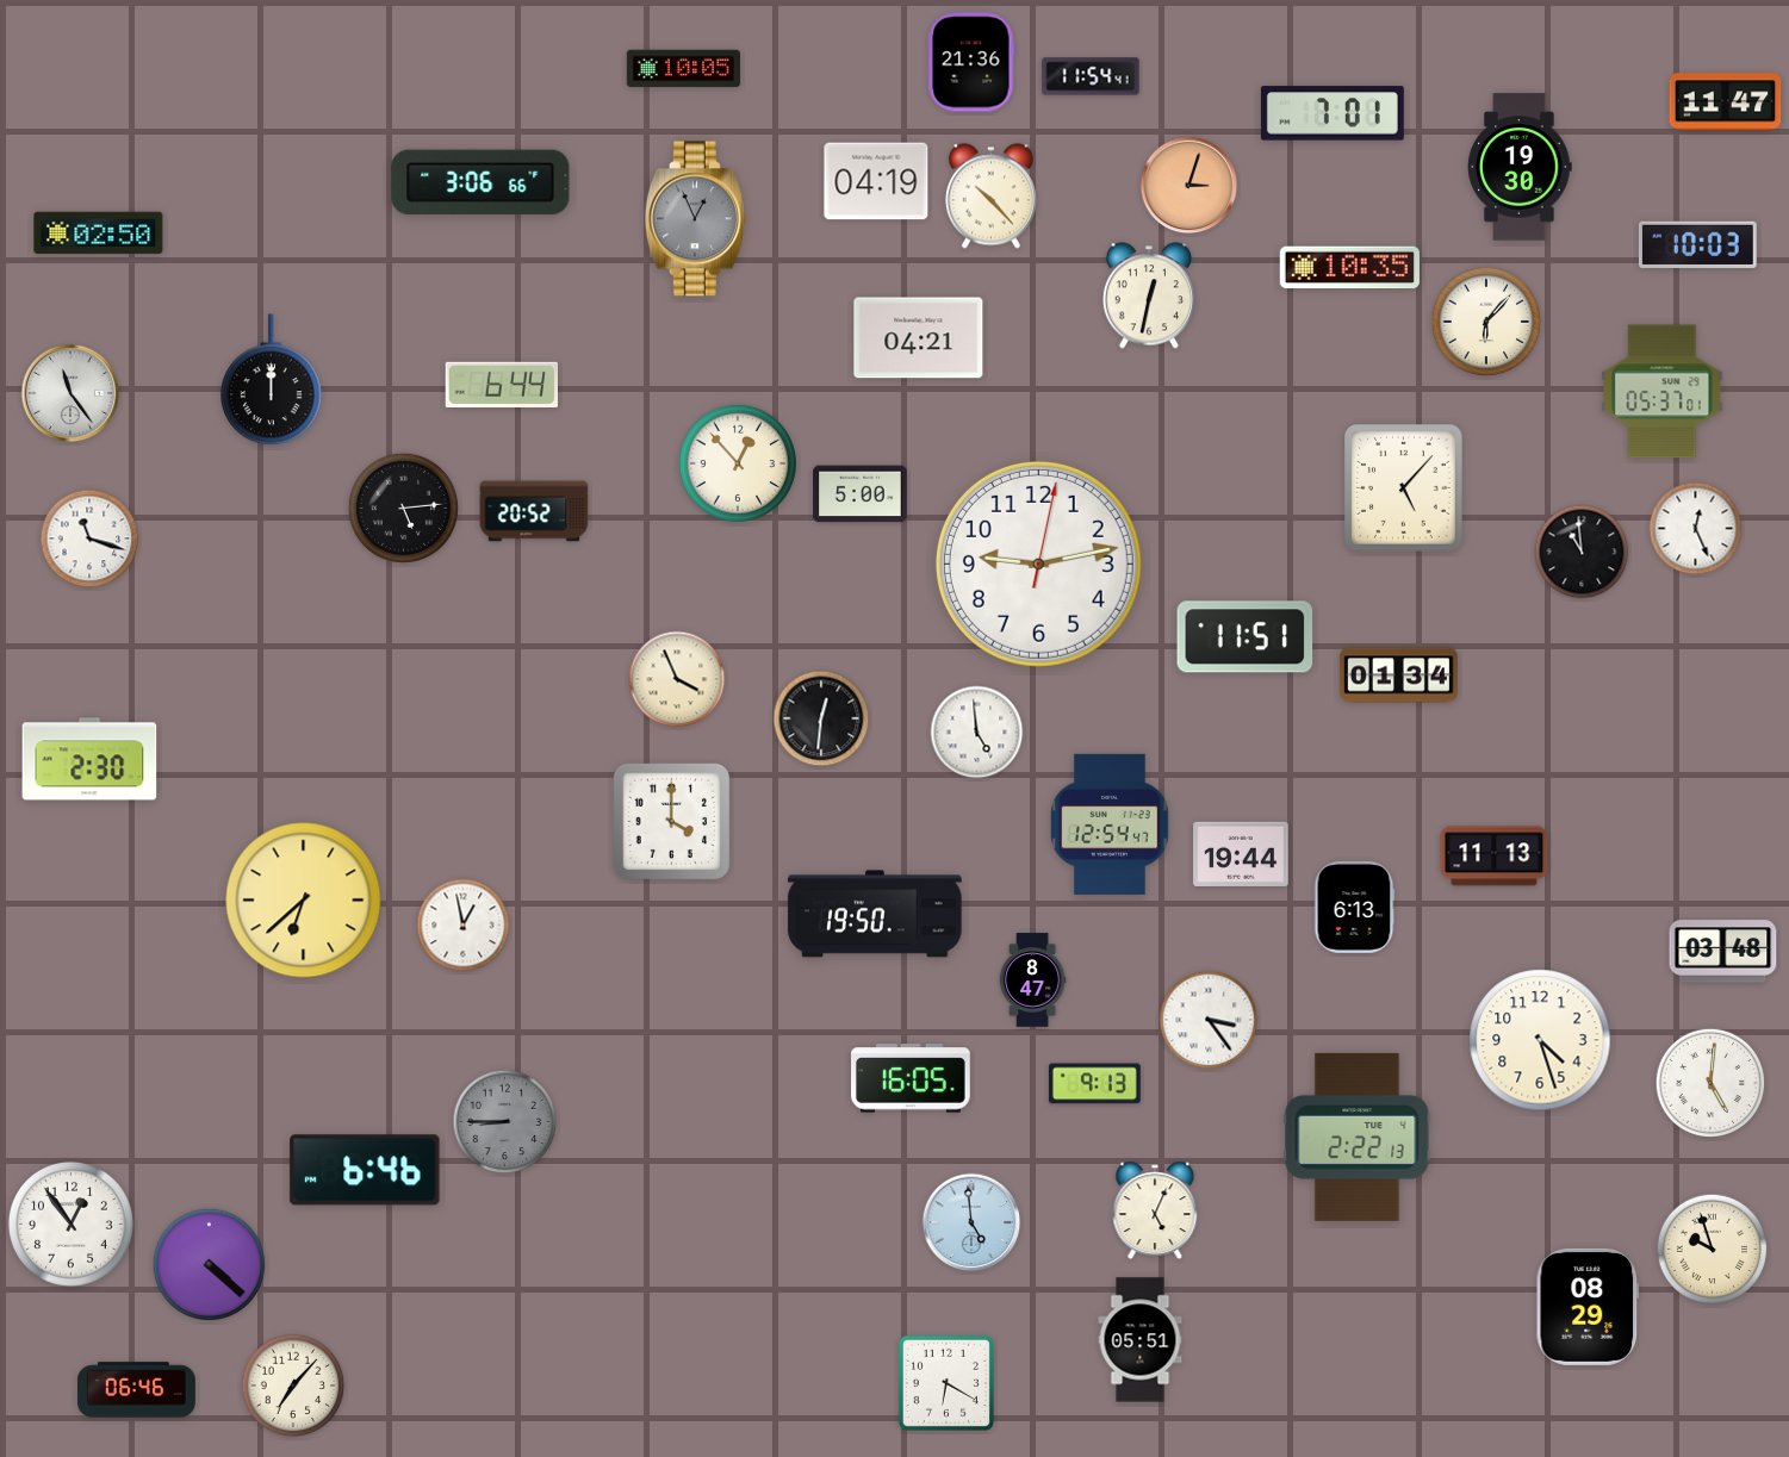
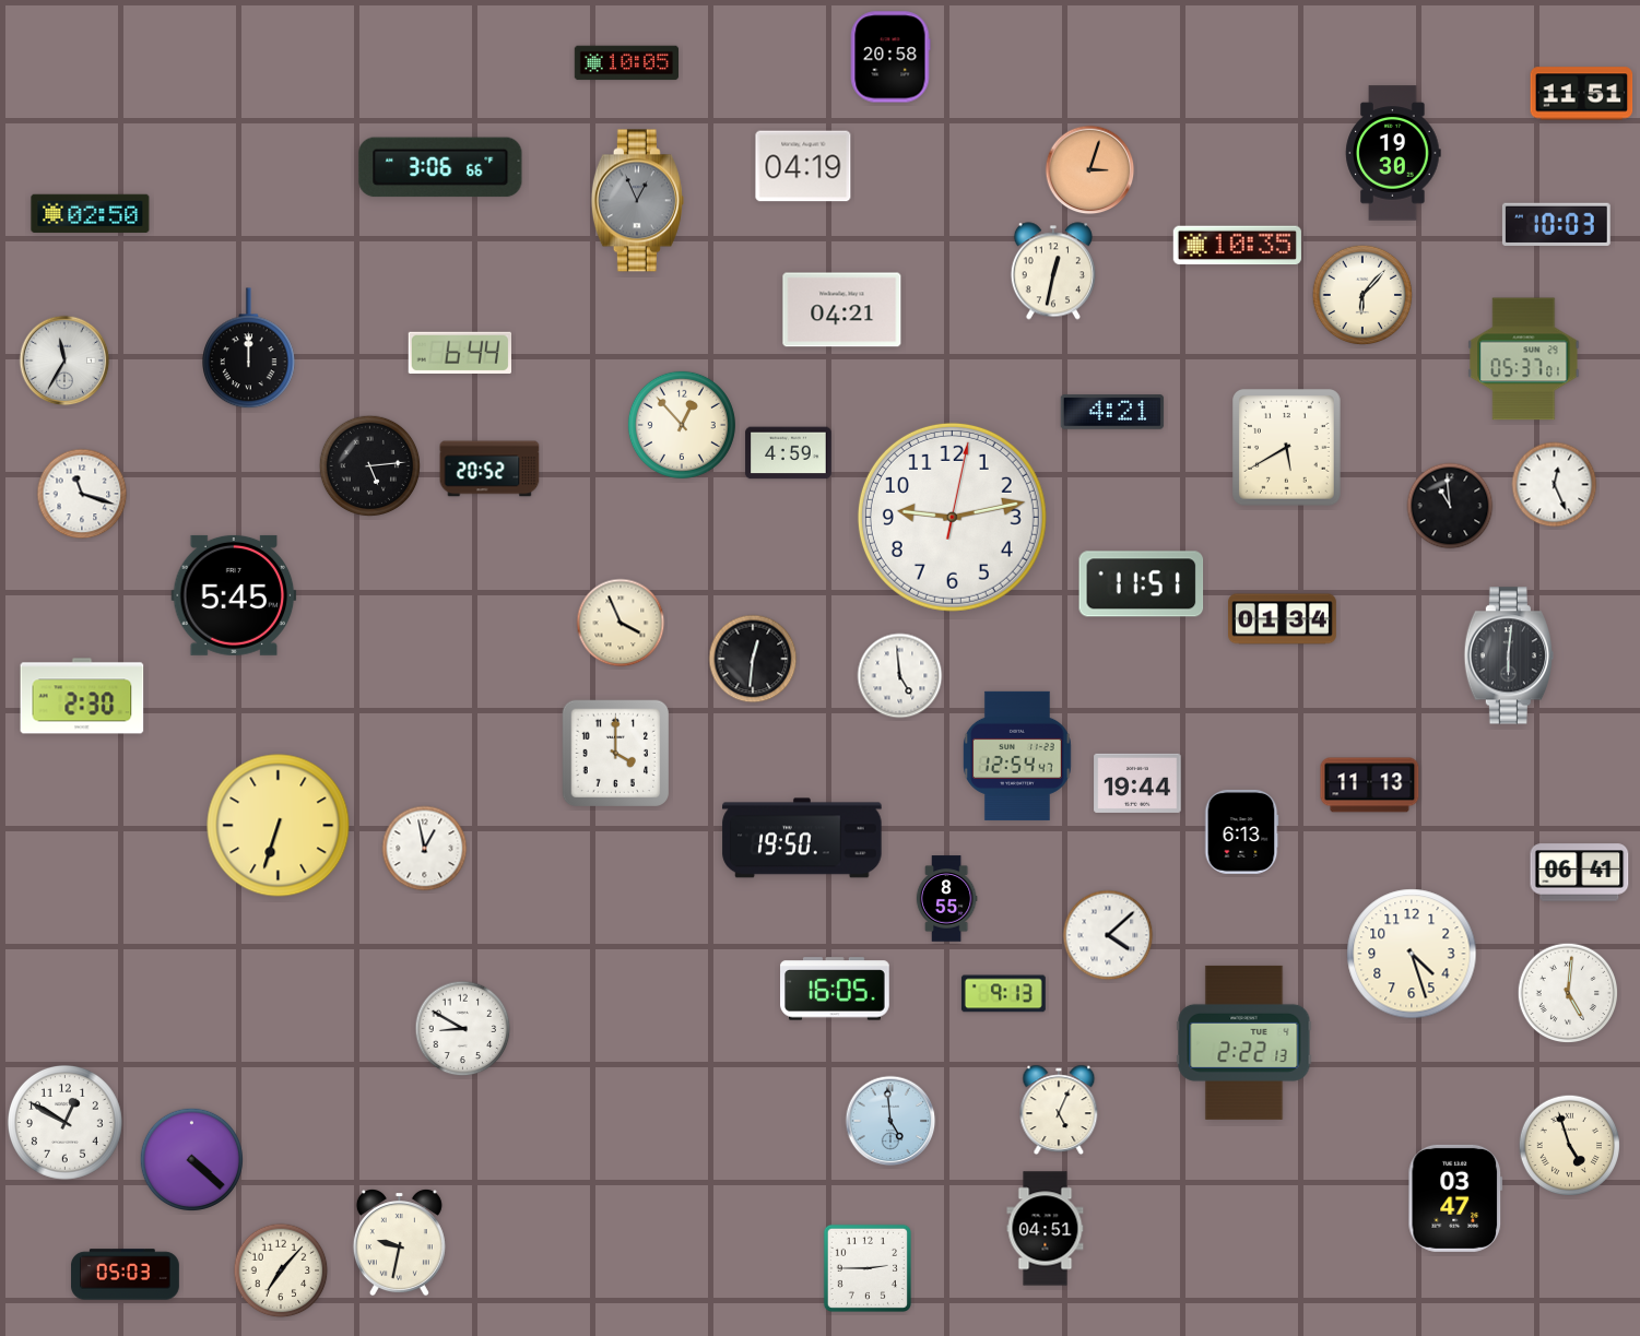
clock at (971, 62): 21:36 -> 20:58
clock at (1091, 76): 11:54 -> none
clock at (1726, 102): 11:47 -> 11:51
clock at (1333, 113): 7:01 -> none
clock at (990, 197): 10:23 -> none
clock at (70, 393): 11:24 -> 11:35
clock at (1112, 412): none -> 4:21
clock at (738, 463) position: (738, 463) -> (682, 425)
clock at (1404, 488): 5:07 -> 5:40
clock at (861, 494): 5:00 -> 4:59
clock at (234, 595): none -> 5:45
clock at (1509, 655): none -> 6:01
clock at (977, 733) position: (977, 733) -> (900, 676)
clock at (304, 901): 6:38 -> 6:33
clock at (1723, 952): 03:48 -> 06:41
clock at (1032, 980): 8:47 -> 8:55
clock at (1209, 1020): 3:24 -> 4:08
clock at (505, 1122): 8:45 -> 8:50
clock at (505, 1122) dial: grey -> white
clock at (365, 1170): 6:46 -> none
clock at (70, 1223): 12:54 -> 12:50
clock at (1713, 1250): 9:57 -> 4:57
clock at (1588, 1307): 08:29 -> 03:47
clock at (1141, 1340): 05:51 -> 04:51
clock at (399, 1243): none -> 9:32
clock at (946, 1383): 6:20 -> 2:45
clock at (293, 1386) position: (293, 1386) -> (281, 1270)
clock at (137, 1390): 06:46 -> 05:03
